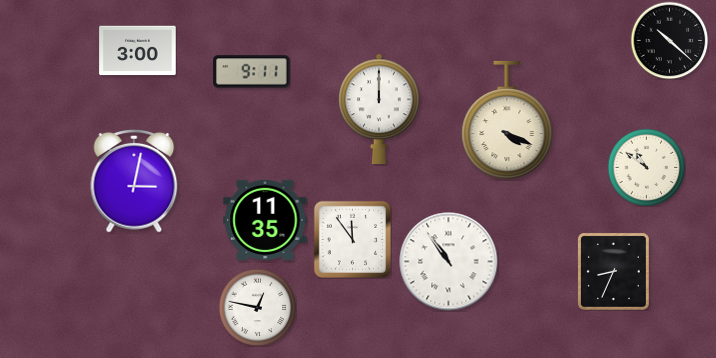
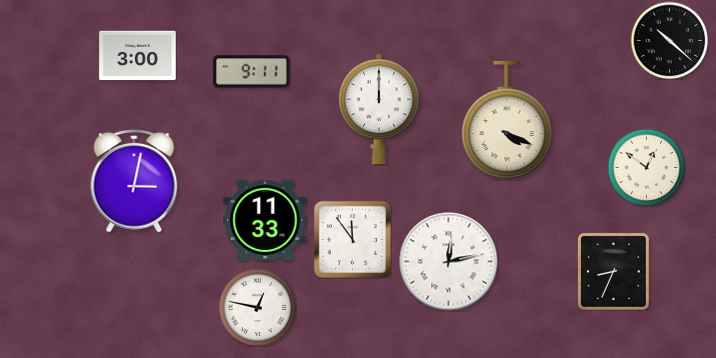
clock at (138, 51) position: (138, 51) -> (138, 56)
clock at (646, 167): 10:51 -> 12:51
clock at (265, 220): 11:35 -> 11:33
clock at (449, 262): 10:54 -> 12:13
